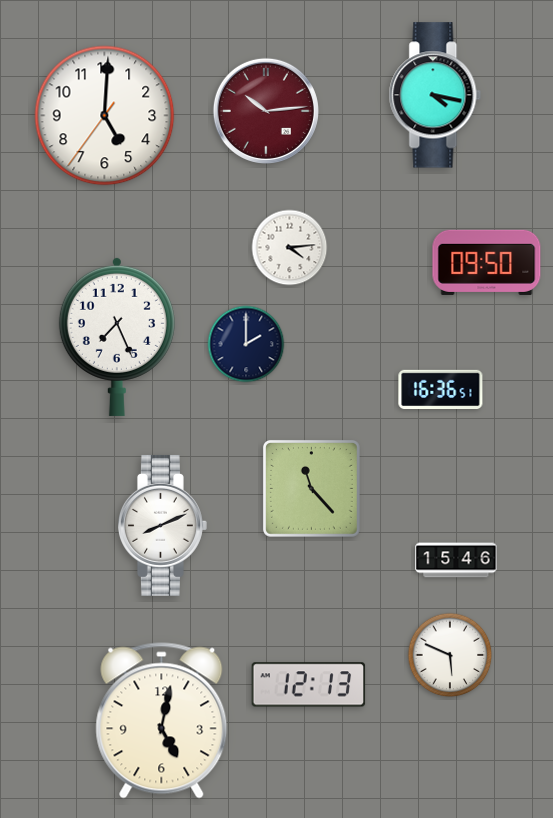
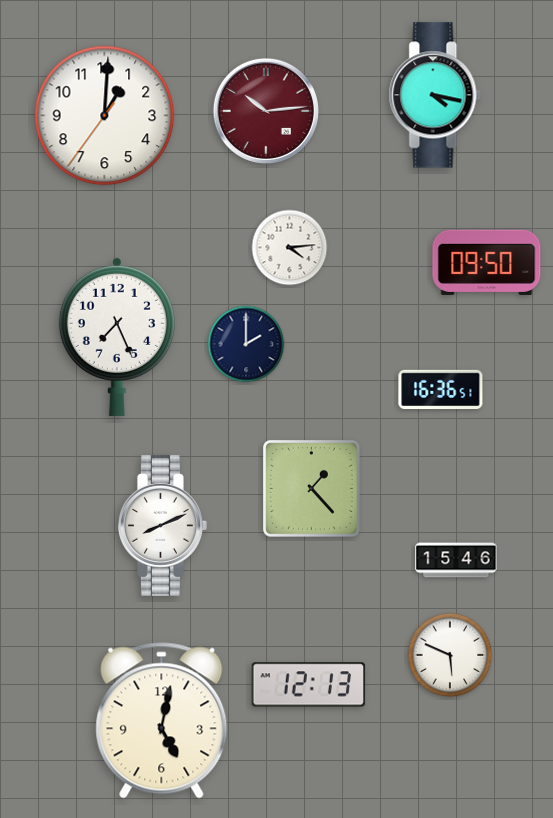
clock at (105, 116): 5:00 -> 1:00
clock at (311, 488): 11:23 -> 1:23
